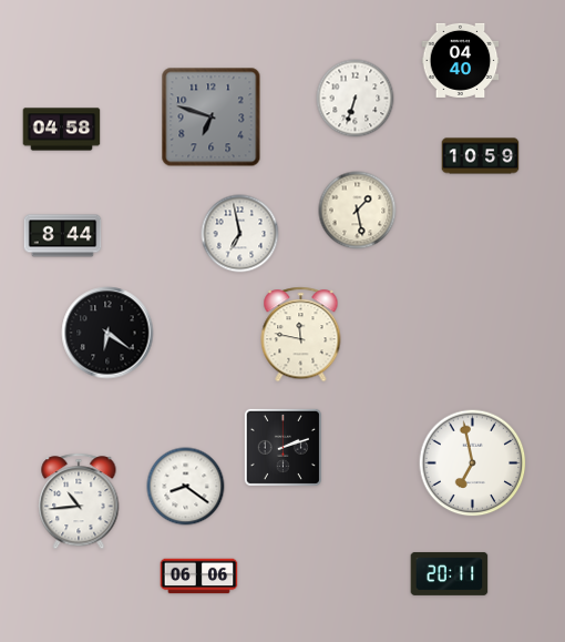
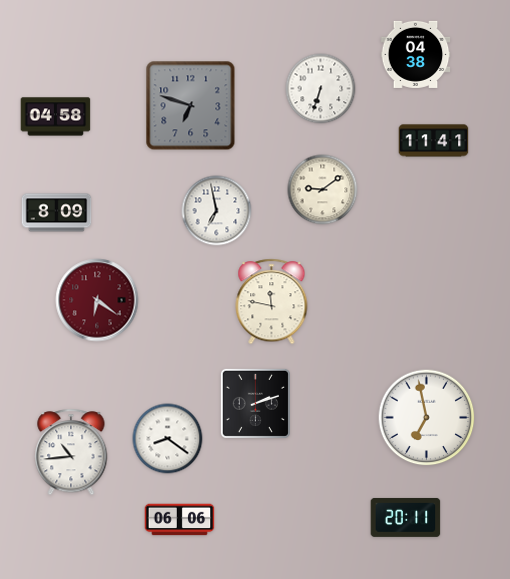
clock at (461, 60): 04:40 -> 04:38
clock at (481, 156): 10:59 -> 11:41
clock at (358, 211): 1:28 -> 9:09
clock at (63, 236): 8:44 -> 8:09
clock at (107, 333) dial: black -> burgundy
